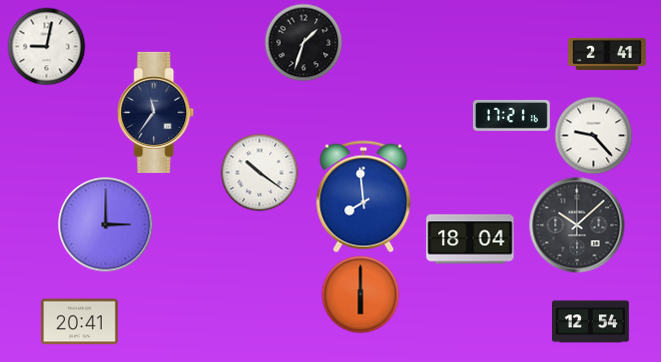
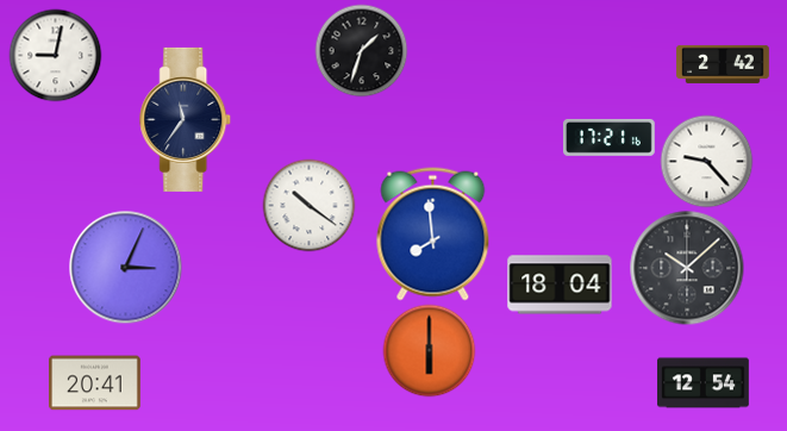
clock at (607, 54): 2:41 -> 2:42
clock at (156, 112) position: (156, 112) -> (186, 119)
clock at (105, 224): 3:00 -> 3:04
